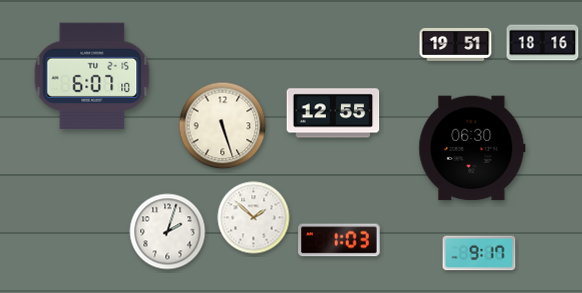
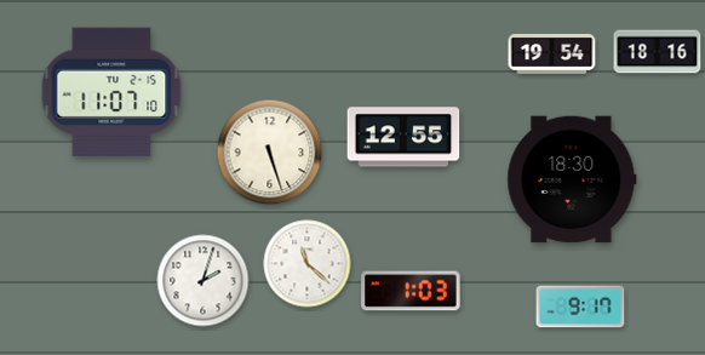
clock at (456, 44): 19:51 -> 19:54
clock at (92, 75): 6:07 -> 11:07
clock at (472, 148): 06:30 -> 18:30
clock at (254, 218): 1:52 -> 11:22
